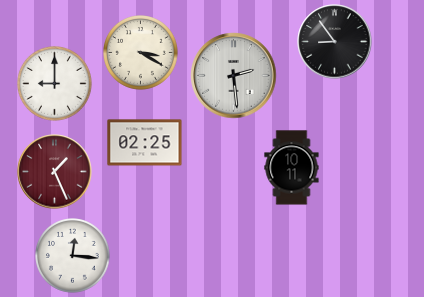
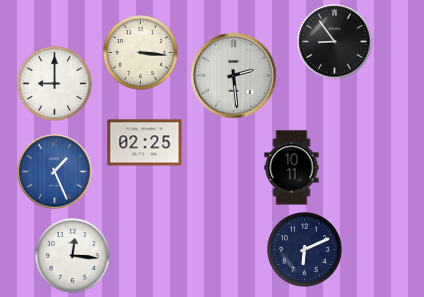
clock at (141, 53): 3:20 -> 3:16
clock at (55, 172) dial: burgundy -> blue
clock at (305, 250): none -> 6:11
